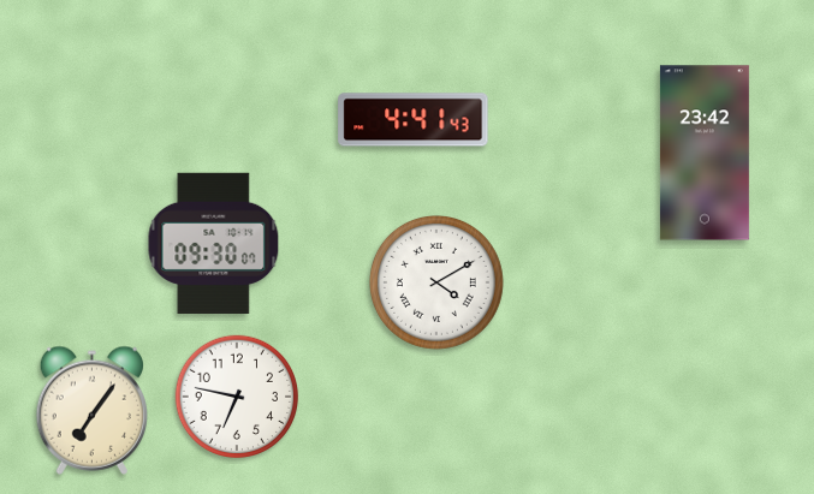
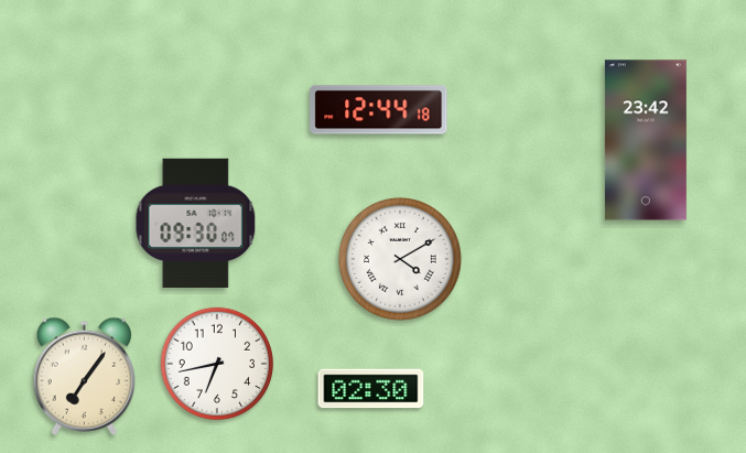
clock at (414, 120): 4:41 -> 12:44
clock at (237, 397): 6:47 -> 6:43
clock at (371, 389): none -> 02:30
